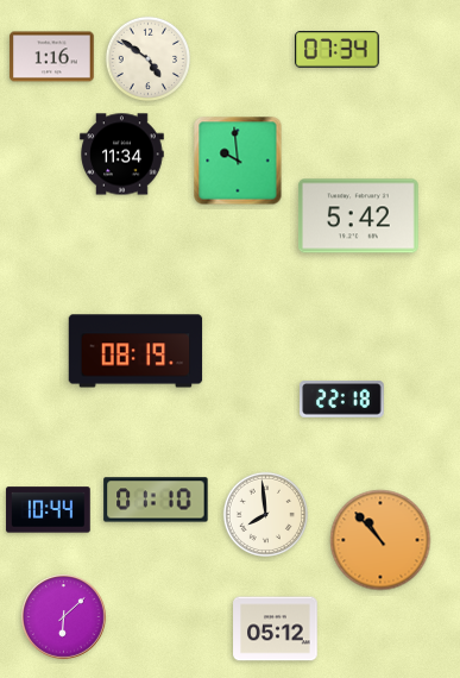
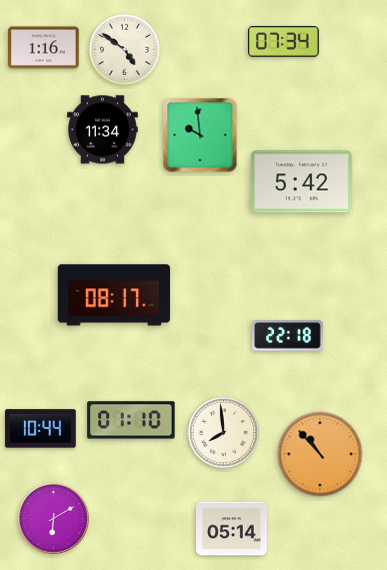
clock at (136, 351): 08:19 -> 08:17
clock at (64, 617): 6:08 -> 6:10
clock at (276, 629): 05:12 -> 05:14
